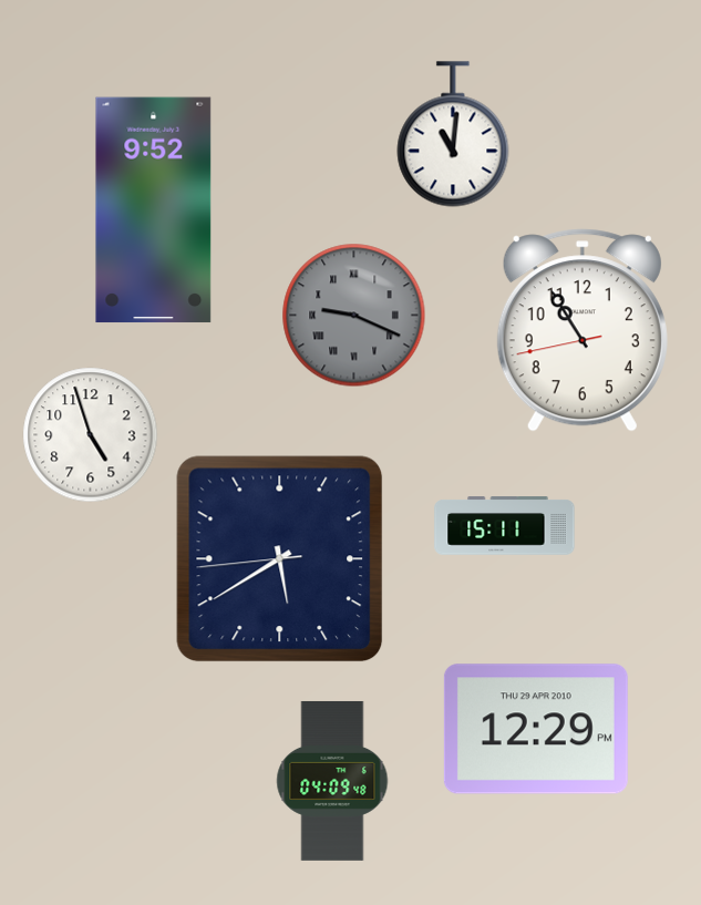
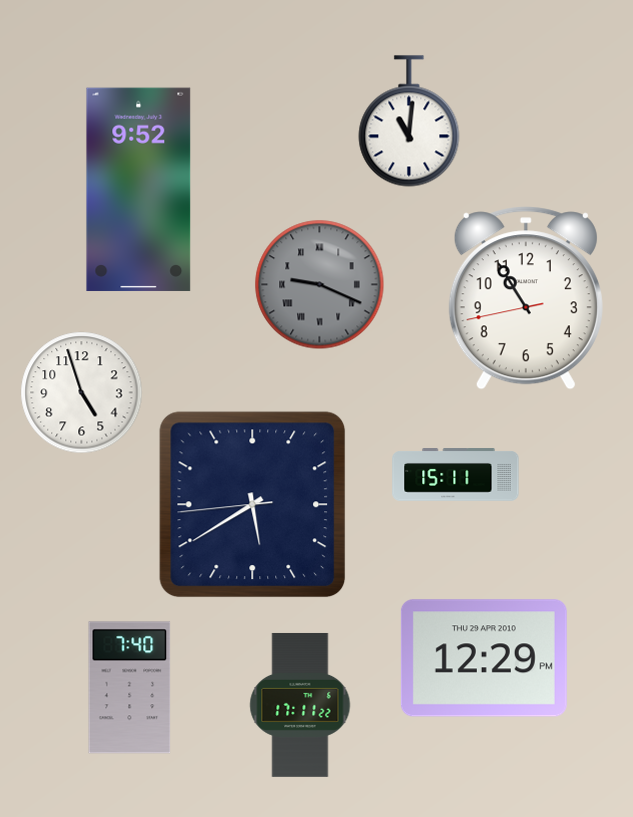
clock at (130, 688): none -> 7:40
clock at (332, 781): 04:09 -> 17:11
